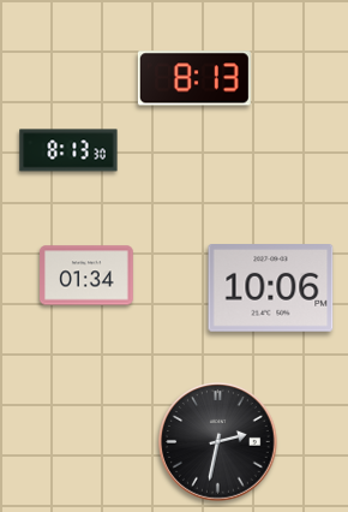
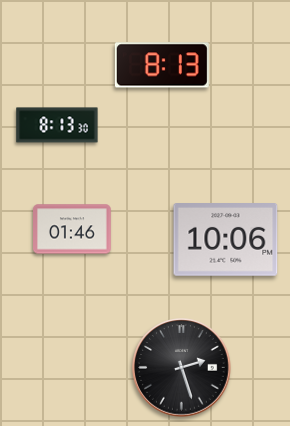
clock at (88, 275): 01:34 -> 01:46
clock at (218, 442): 2:32 -> 2:27
